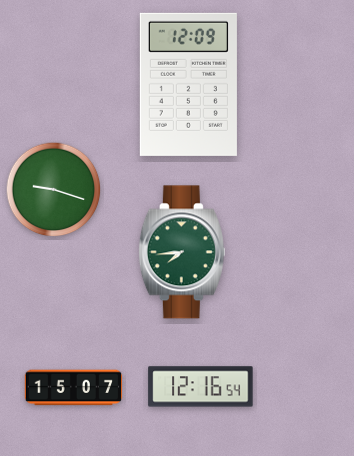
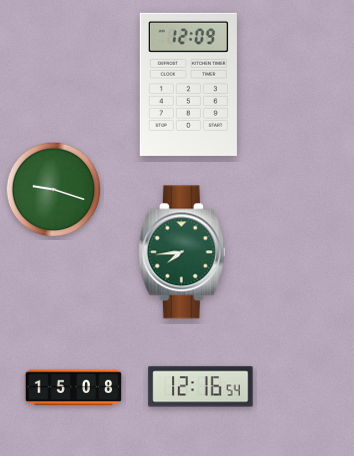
clock at (73, 388): 15:07 -> 15:08
